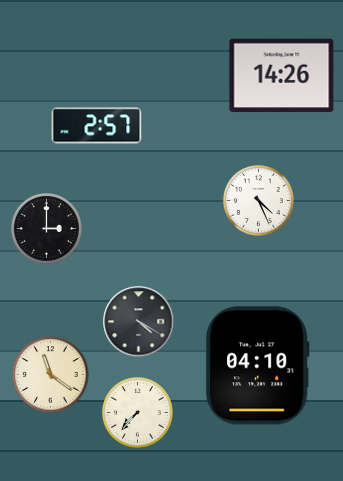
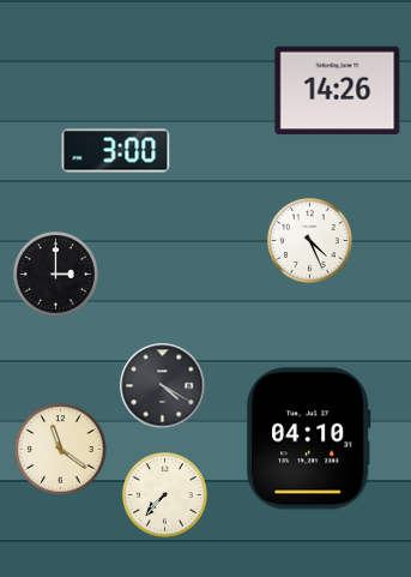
clock at (97, 126): 2:57 -> 3:00
clock at (139, 322) position: (139, 322) -> (163, 386)
